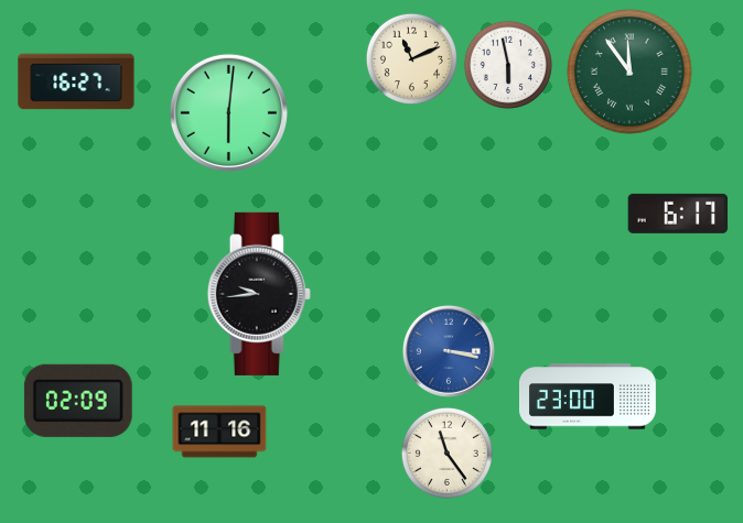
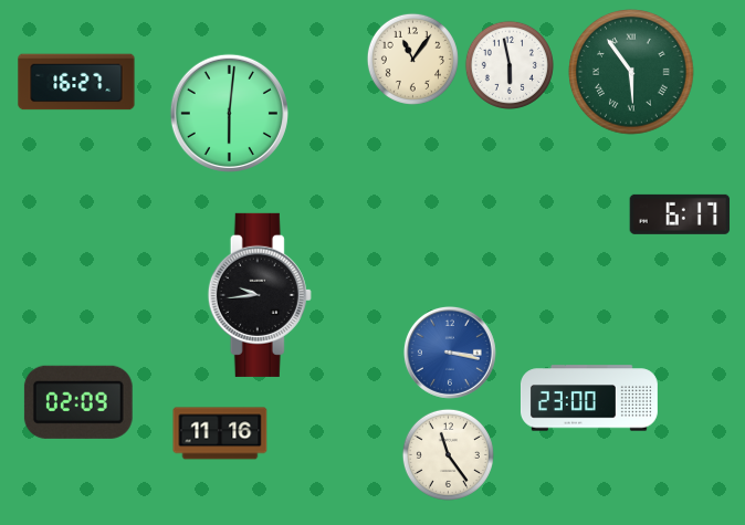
clock at (411, 58): 11:11 -> 11:06
clock at (629, 72): 11:54 -> 5:54
